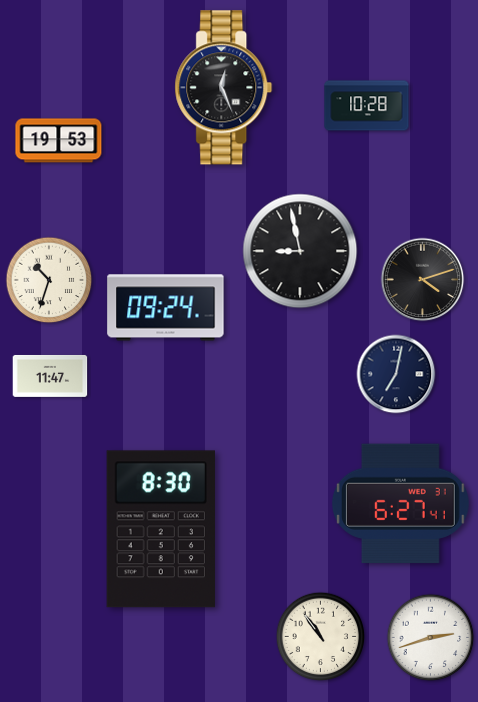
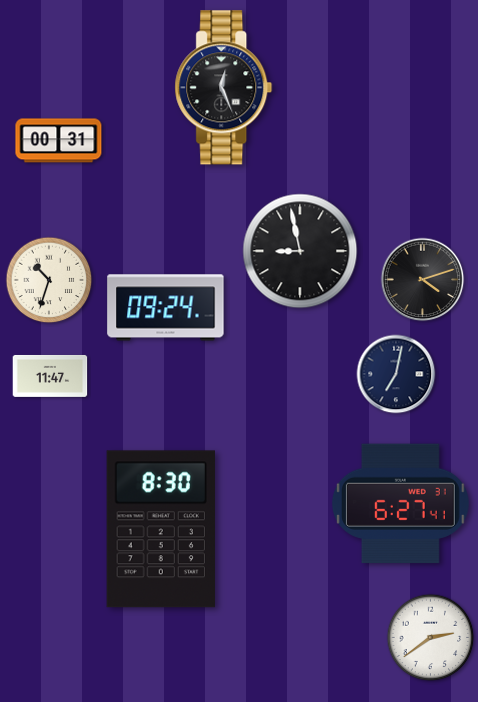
clock at (367, 106): 10:28 -> none
clock at (59, 141): 19:53 -> 00:31
clock at (321, 637): 10:54 -> none
clock at (431, 638): 2:42 -> 2:39
